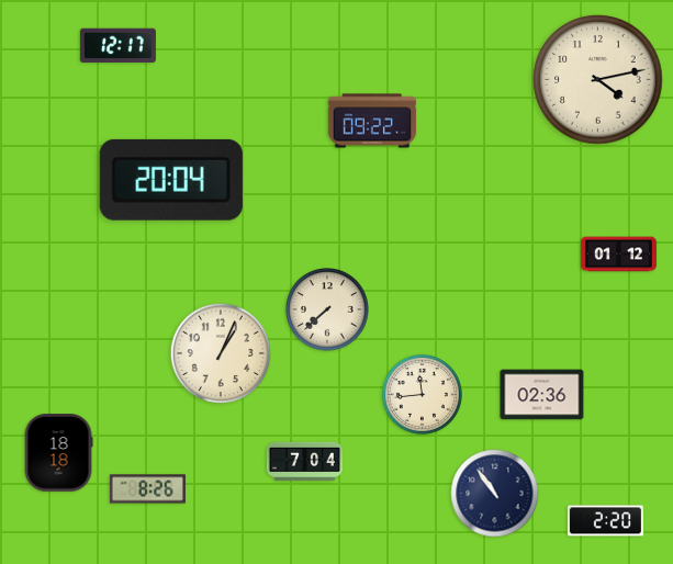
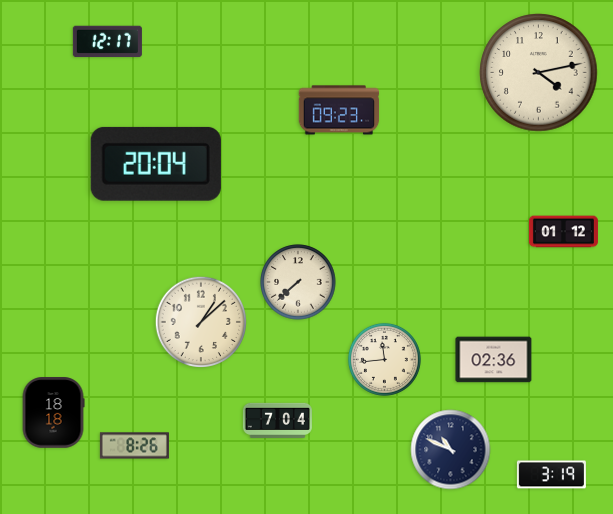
clock at (598, 80) position: (598, 80) -> (539, 73)
clock at (372, 121): 09:22 -> 09:23
clock at (220, 352): 1:04 -> 1:08
clock at (495, 494): 10:54 -> 10:49
clock at (605, 521): 2:20 -> 3:19
